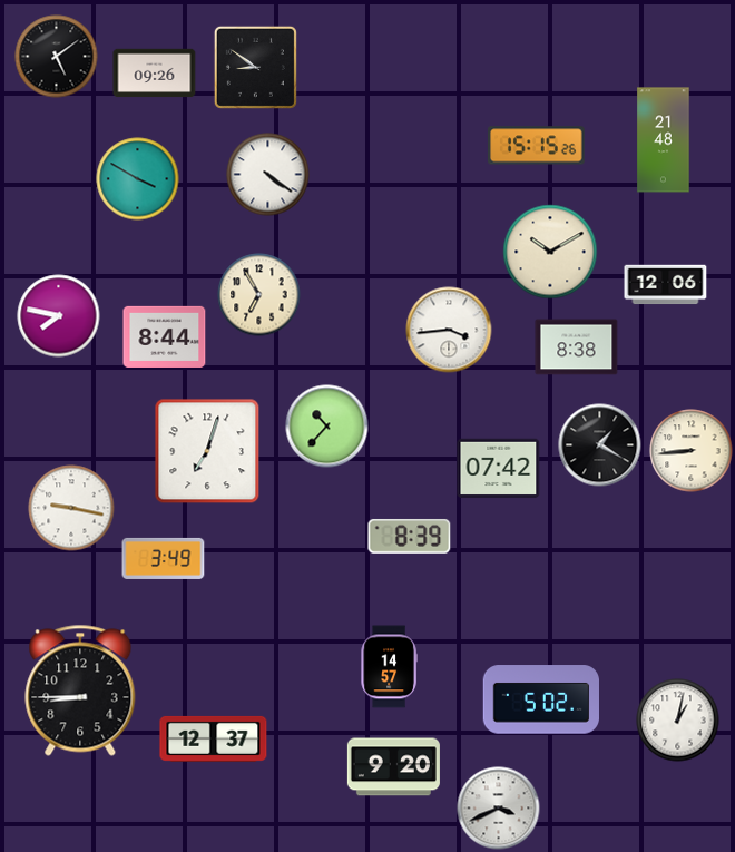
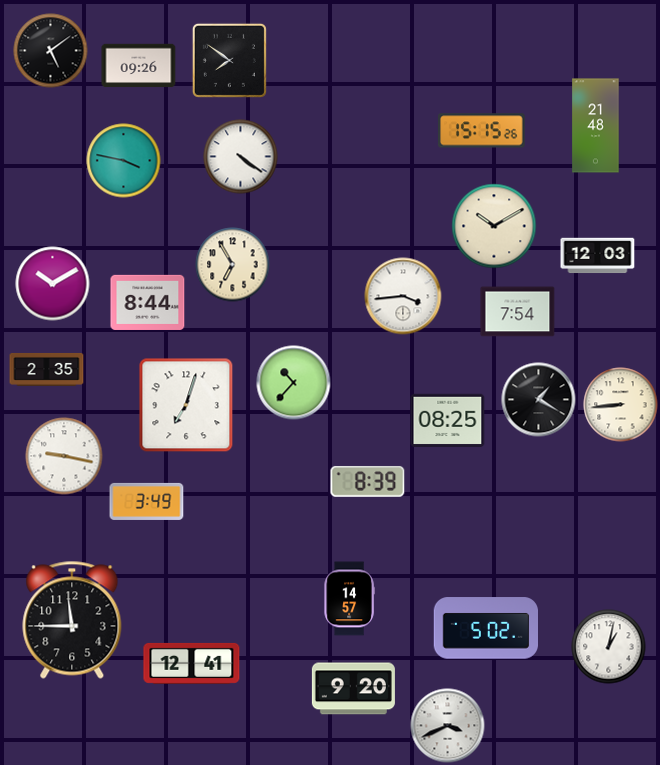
clock at (255, 67): 8:51 -> 7:51
clock at (138, 179): 3:50 -> 3:47
clock at (666, 285): 12:06 -> 12:03
clock at (59, 316): 7:47 -> 10:10
clock at (577, 347): 8:38 -> 7:54
clock at (47, 369): none -> 2:35
clock at (499, 469): 07:42 -> 08:25
clock at (80, 691): 8:45 -> 11:45
clock at (214, 738): 12:37 -> 12:41
